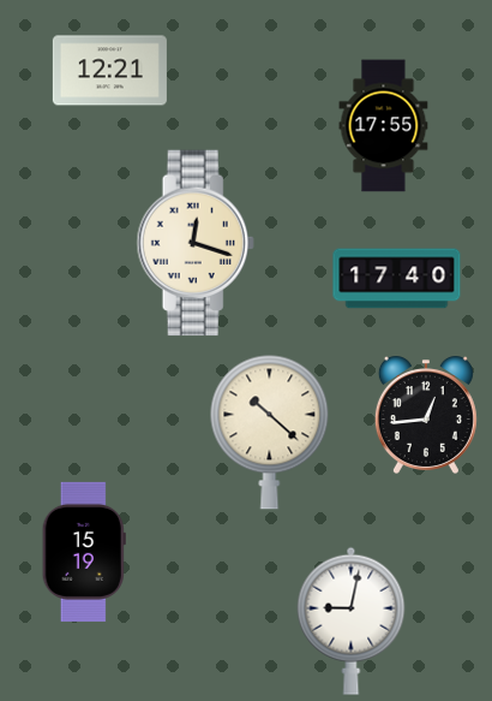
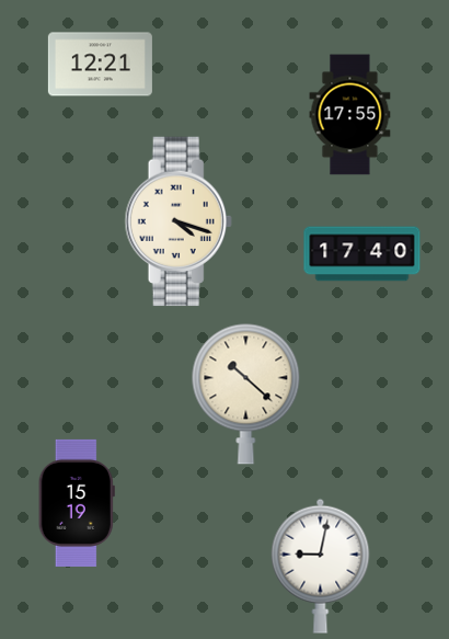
clock at (196, 243): 12:18 -> 4:18
clock at (426, 415): 12:44 -> none
